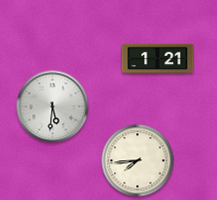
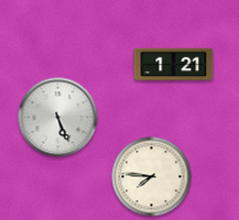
clock at (53, 107): 5:31 -> 5:26
clock at (138, 161): 7:44 -> 7:46
